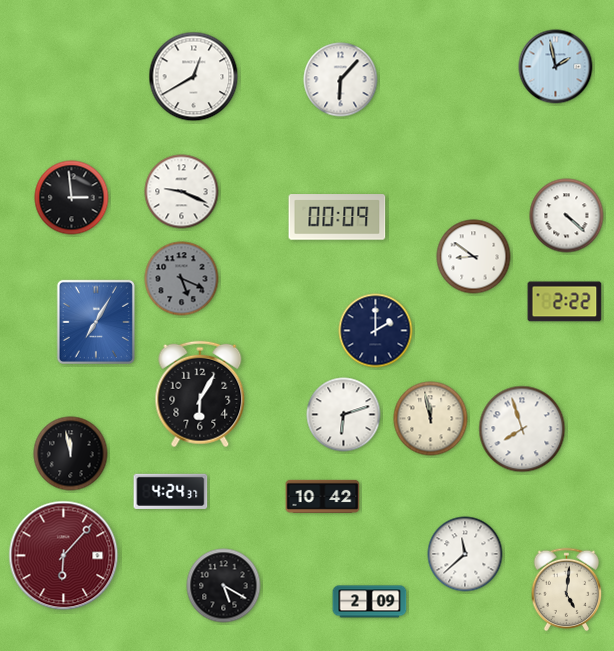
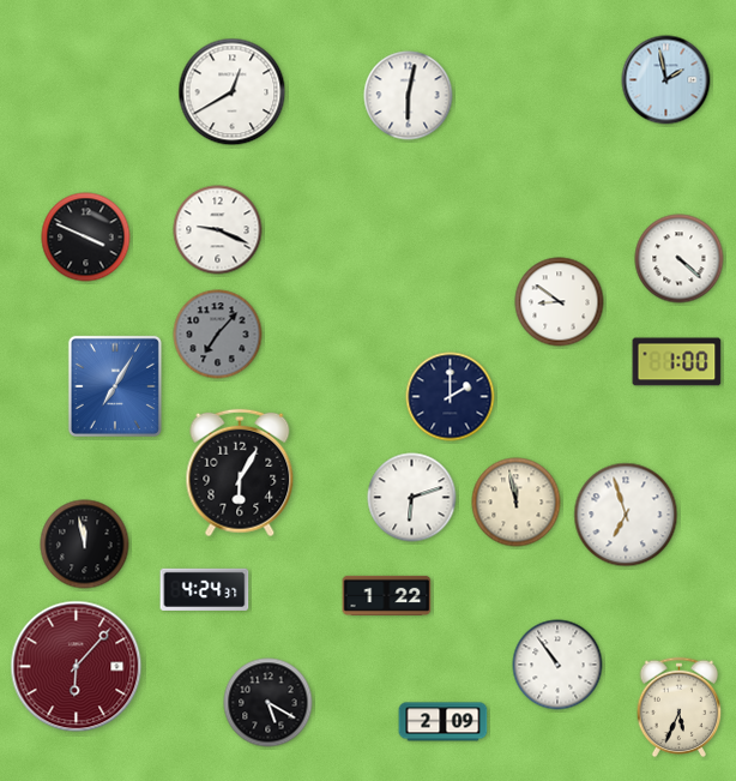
clock at (341, 80): 6:07 -> 6:02
clock at (72, 198): 2:59 -> 3:49
clock at (337, 217): 00:09 -> none
clock at (474, 257) position: (474, 257) -> (560, 302)
clock at (182, 279): 5:19 -> 7:07
clock at (565, 302): 2:22 -> 1:00
clock at (522, 429): 7:57 -> 6:57
clock at (323, 496): 10:42 -> 1:22
clock at (465, 554): 11:38 -> 10:54
clock at (567, 590): 5:01 -> 5:34
